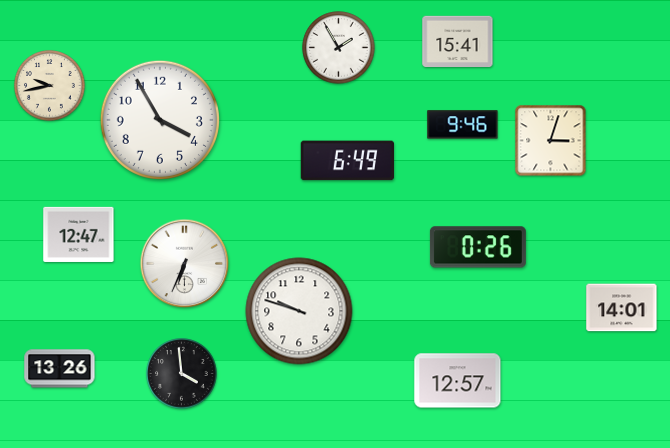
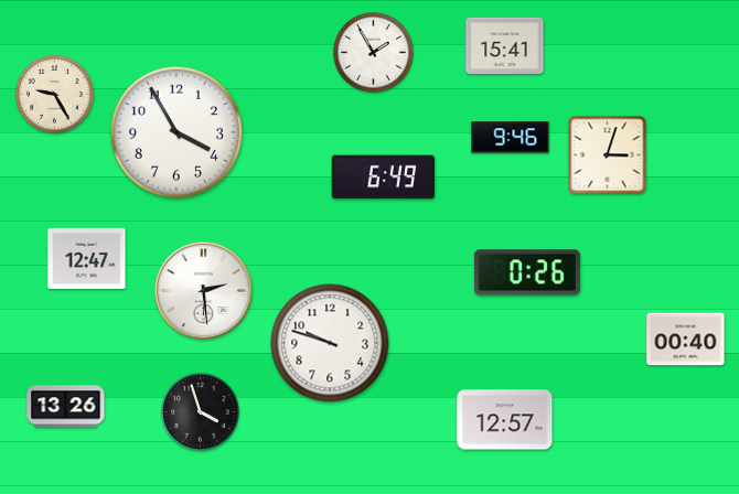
clock at (50, 86): 9:43 -> 9:25
clock at (185, 264): 6:34 -> 2:29
clock at (622, 308): 14:01 -> 00:40
clock at (182, 374): 3:59 -> 3:57
